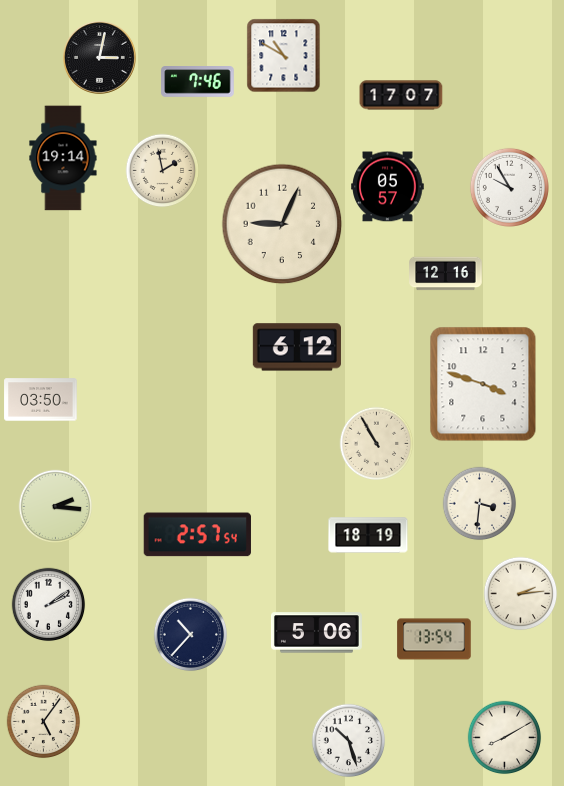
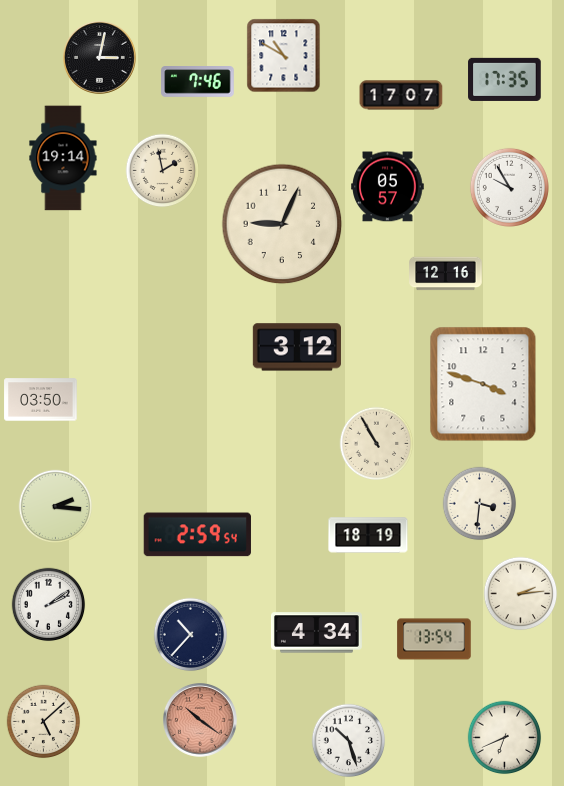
clock at (505, 79): none -> 17:35
clock at (297, 347): 6:12 -> 3:12
clock at (197, 535): 2:57 -> 2:59
clock at (316, 633): 5:06 -> 4:34
clock at (201, 721): none -> 10:21
clock at (44, 722): 5:06 -> 5:08
clock at (505, 738): 8:10 -> 6:41
